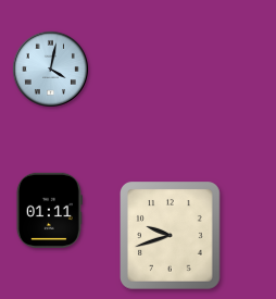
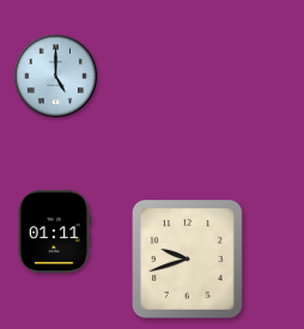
clock at (50, 68): 4:02 -> 5:00
